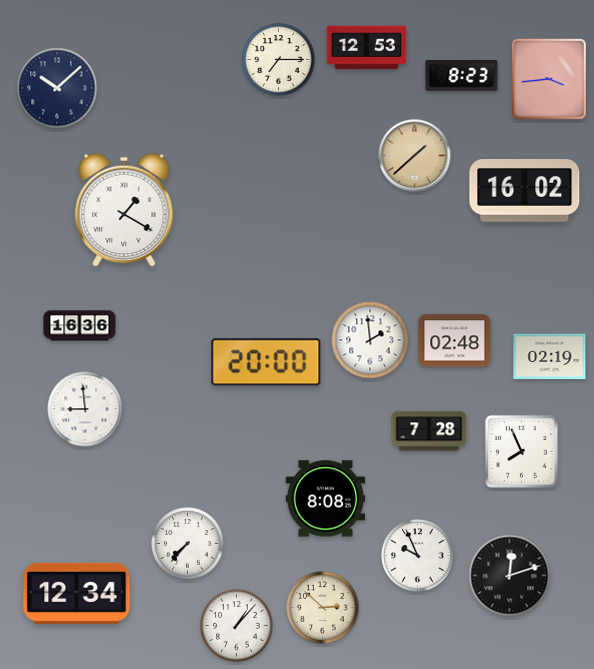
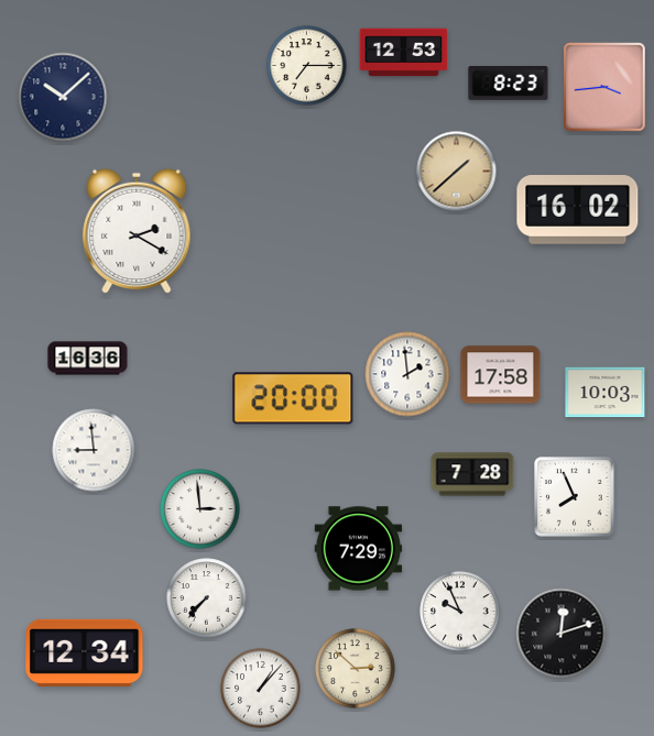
clock at (124, 210): 1:20 -> 2:20
clock at (455, 341): 02:48 -> 17:58
clock at (550, 357): 02:19 -> 10:03
clock at (200, 509): none -> 2:59
clock at (326, 499): 8:08 -> 7:29
